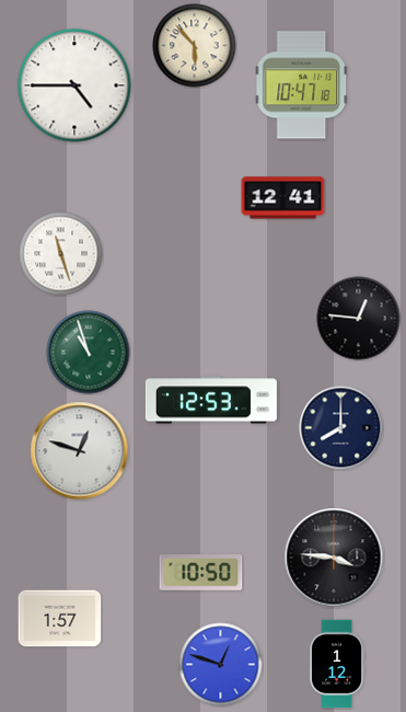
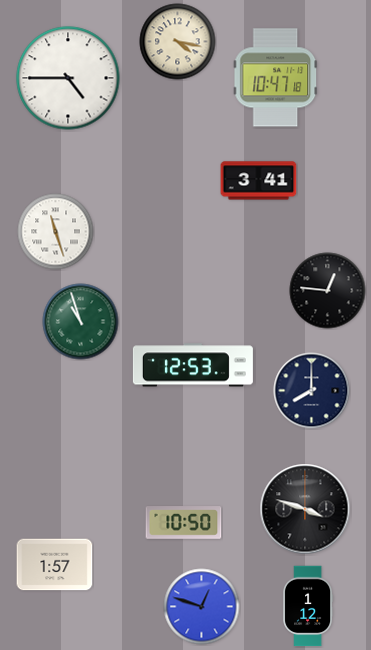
clock at (195, 46): 5:53 -> 4:17
clock at (283, 198): 12:41 -> 3:41
clock at (80, 451): 12:48 -> none
clock at (334, 558): 3:46 -> 3:48
